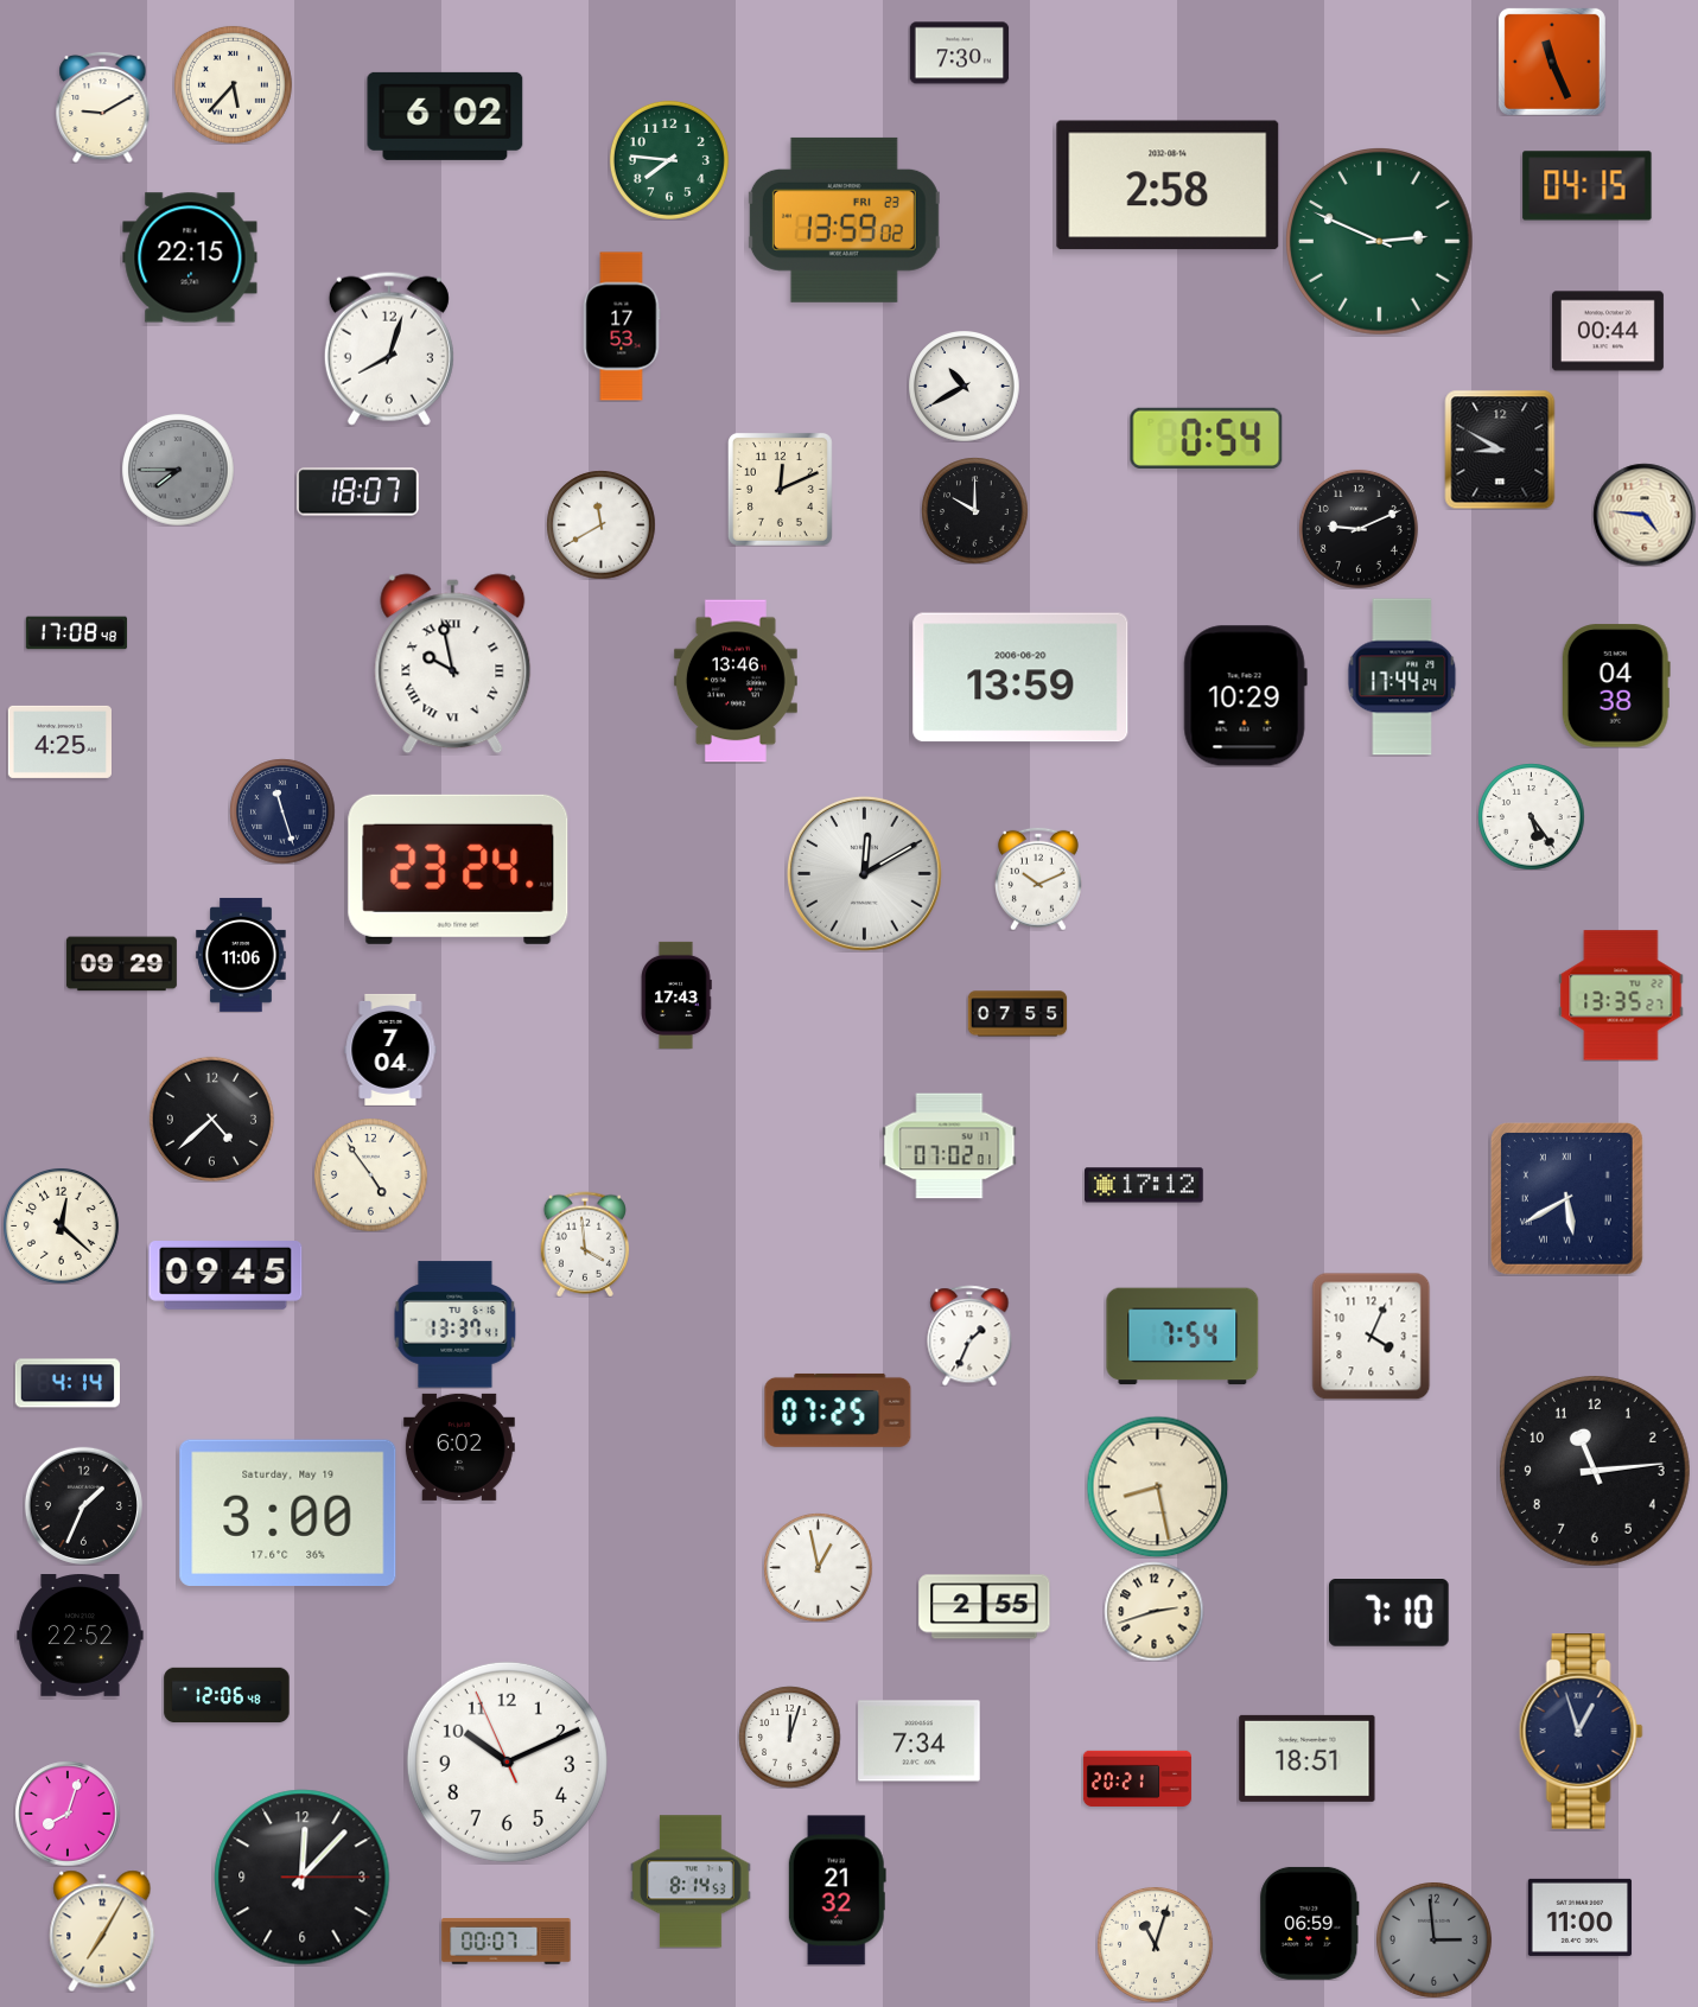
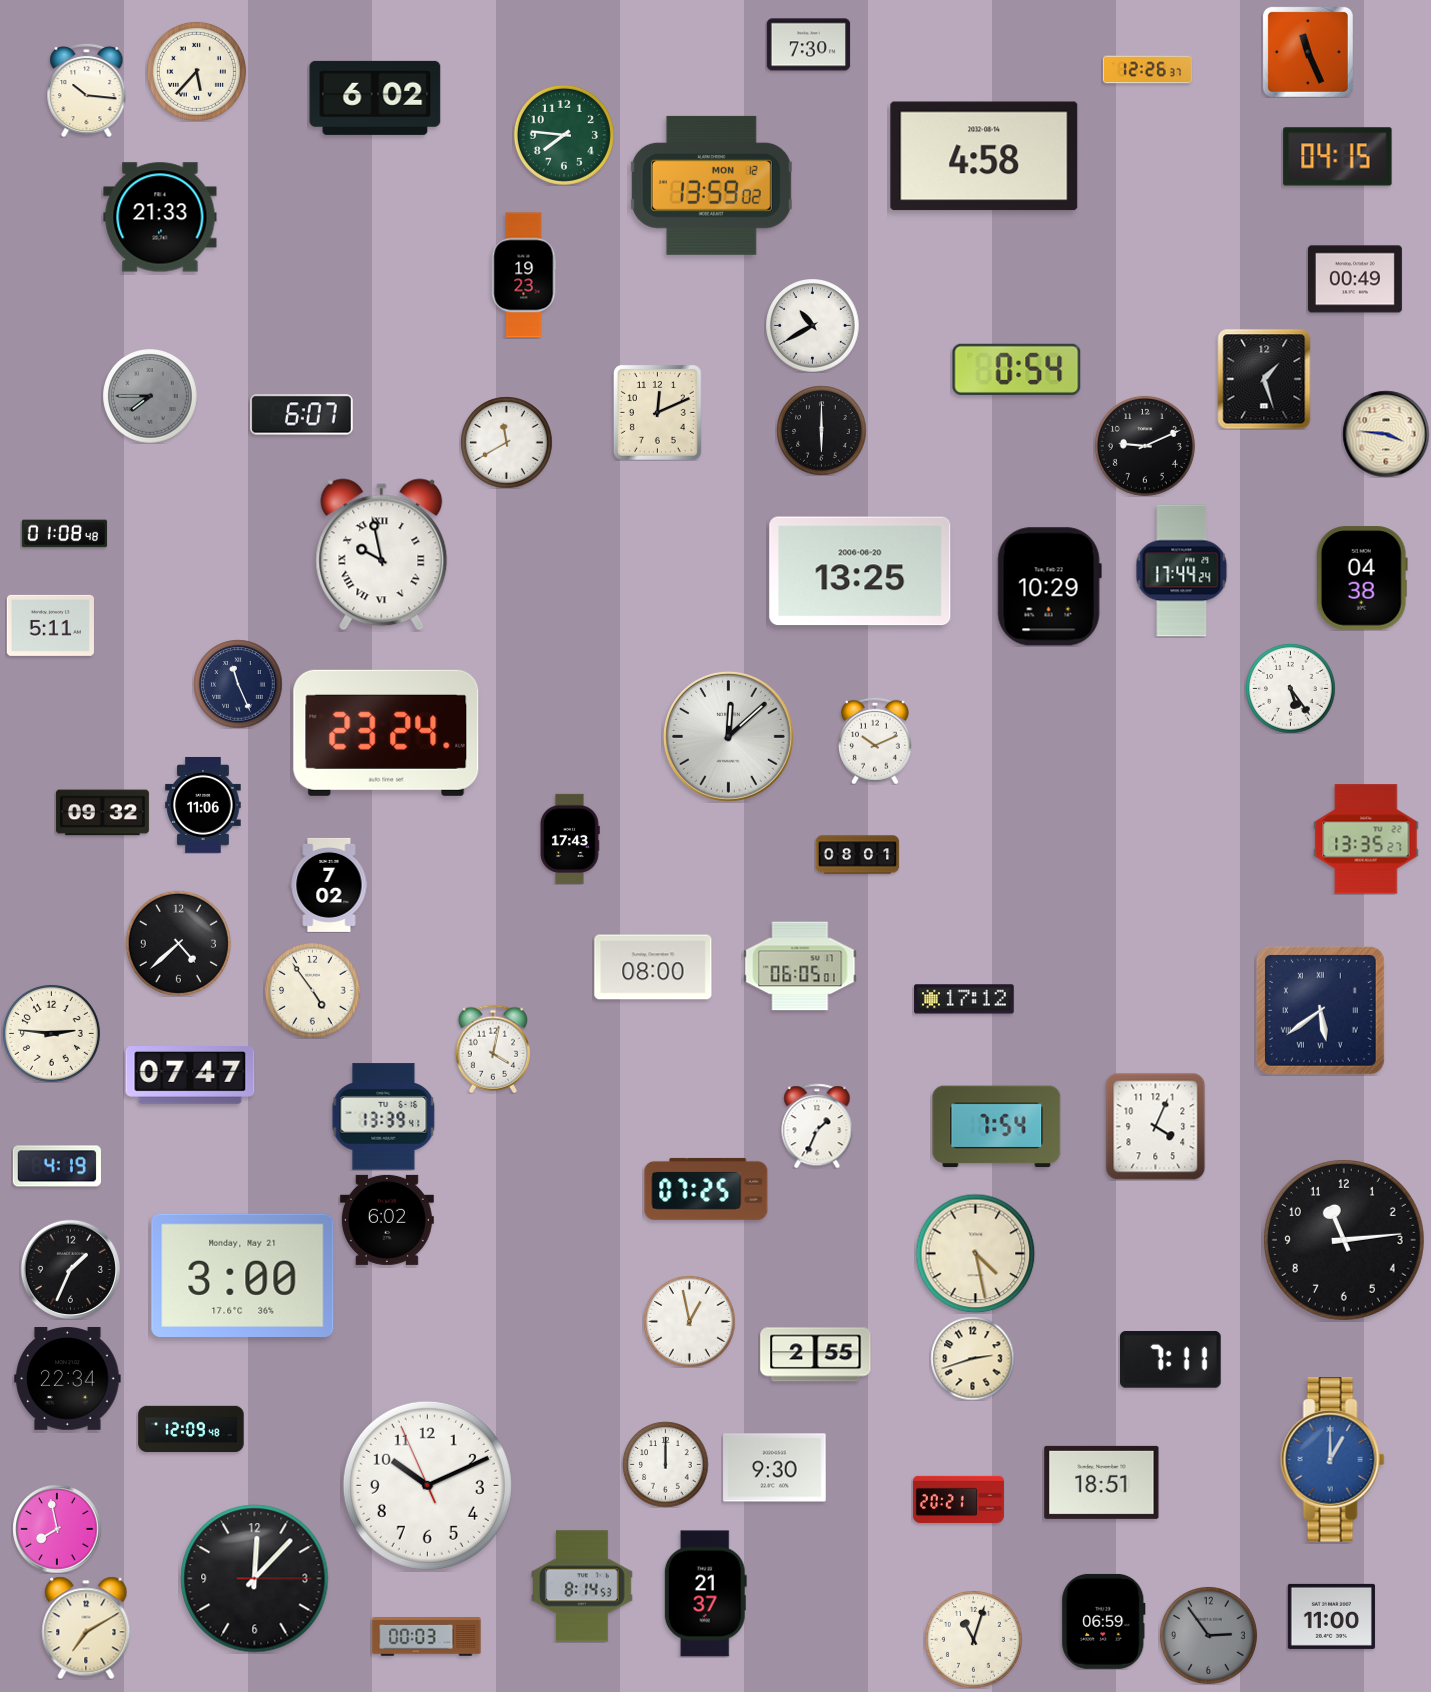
clock at (1147, 70): none -> 12:26
clock at (103, 107): 9:10 -> 10:16
clock at (1168, 185): 2:58 -> 4:58
clock at (844, 219) date: FRI 23 -> MON 12
clock at (1380, 242): 2:49 -> none
clock at (190, 257): 22:15 -> 21:33
clock at (622, 326): 17:53 -> 19:23
clock at (1608, 331): 00:44 -> 00:49
clock at (389, 349): 8:03 -> none
clock at (1500, 450): 8:50 -> 1:27
clock at (358, 492): 18:07 -> 6:07
clock at (974, 510): 10:00 -> 6:00
clock at (1645, 515): 4:46 -> 3:46
clock at (76, 633): 17:08 -> 01:08
clock at (453, 664) position: (453, 664) -> (382, 555)
clock at (1020, 677): 13:59 -> 13:25
clock at (736, 681): 13:46 -> none
clock at (59, 741): 4:25 -> 5:11
clock at (282, 811): 11:27 -> 11:26
clock at (864, 873): 12:10 -> 12:08
clock at (121, 964): 09:29 -> 09:32
clock at (1017, 1014): 07:55 -> 08:01
clock at (390, 1050): 7:04 -> 7:02
clock at (949, 1146): 07:02 -> 06:05
clock at (653, 967): none -> 08:00
clock at (1566, 1198): 5:40 -> 5:39
clock at (61, 1225): 12:22 -> 2:46
clock at (585, 1244): 3:59 -> 4:02
clock at (225, 1276): 09:45 -> 07:47
clock at (456, 1325): 13:37 -> 13:39
clock at (68, 1383): 4:14 -> 4:19
clock at (1157, 1486): 8:28 -> 4:28
clock at (288, 1512) date: Saturday, May 19 -> Monday, May 21
clock at (985, 1607) position: (985, 1607) -> (816, 1355)
clock at (1389, 1613): 7:10 -> 7:11
clock at (81, 1636): 22:52 -> 22:34
clock at (227, 1695): 12:06 -> 12:09
clock at (1581, 1732): 12:57 -> 1:00
clock at (1581, 1732) dial: navy -> blue
clock at (789, 1737): 12:03 -> 12:00
clock at (920, 1741): 7:34 -> 9:30
clock at (68, 1814): 8:03 -> 7:58
clock at (303, 1878) position: (303, 1878) -> (255, 1579)
clock at (837, 1891): 21:32 -> 21:37
clock at (102, 1931): 7:05 -> 7:10
clock at (1433, 1939): 2:59 -> 2:54
clock at (507, 1942): 00:07 -> 00:03
